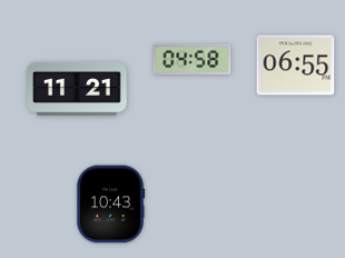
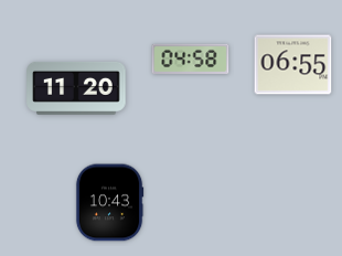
clock at (77, 89): 11:21 -> 11:20
